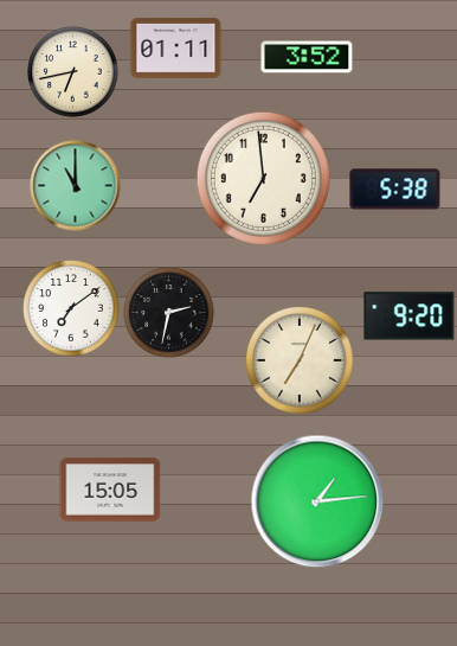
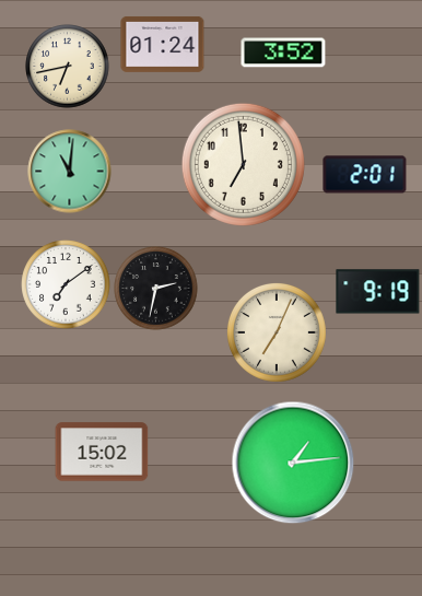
clock at (176, 49): 01:11 -> 01:24
clock at (76, 186): 11:00 -> 11:01
clock at (395, 190): 5:38 -> 2:01
clock at (410, 316): 9:20 -> 9:19
clock at (110, 490): 15:05 -> 15:02
